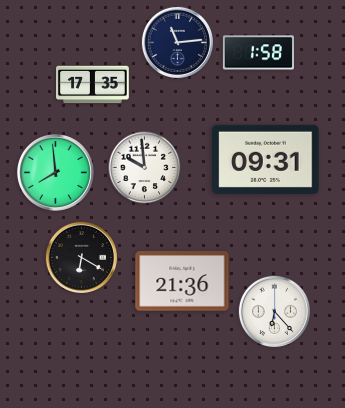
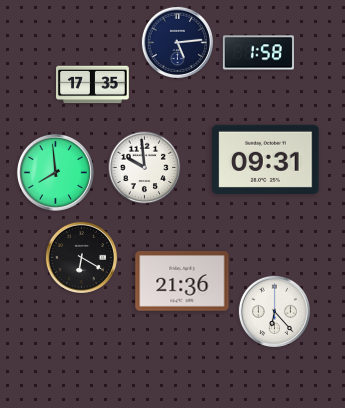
clock at (177, 42): 11:14 -> 5:14
